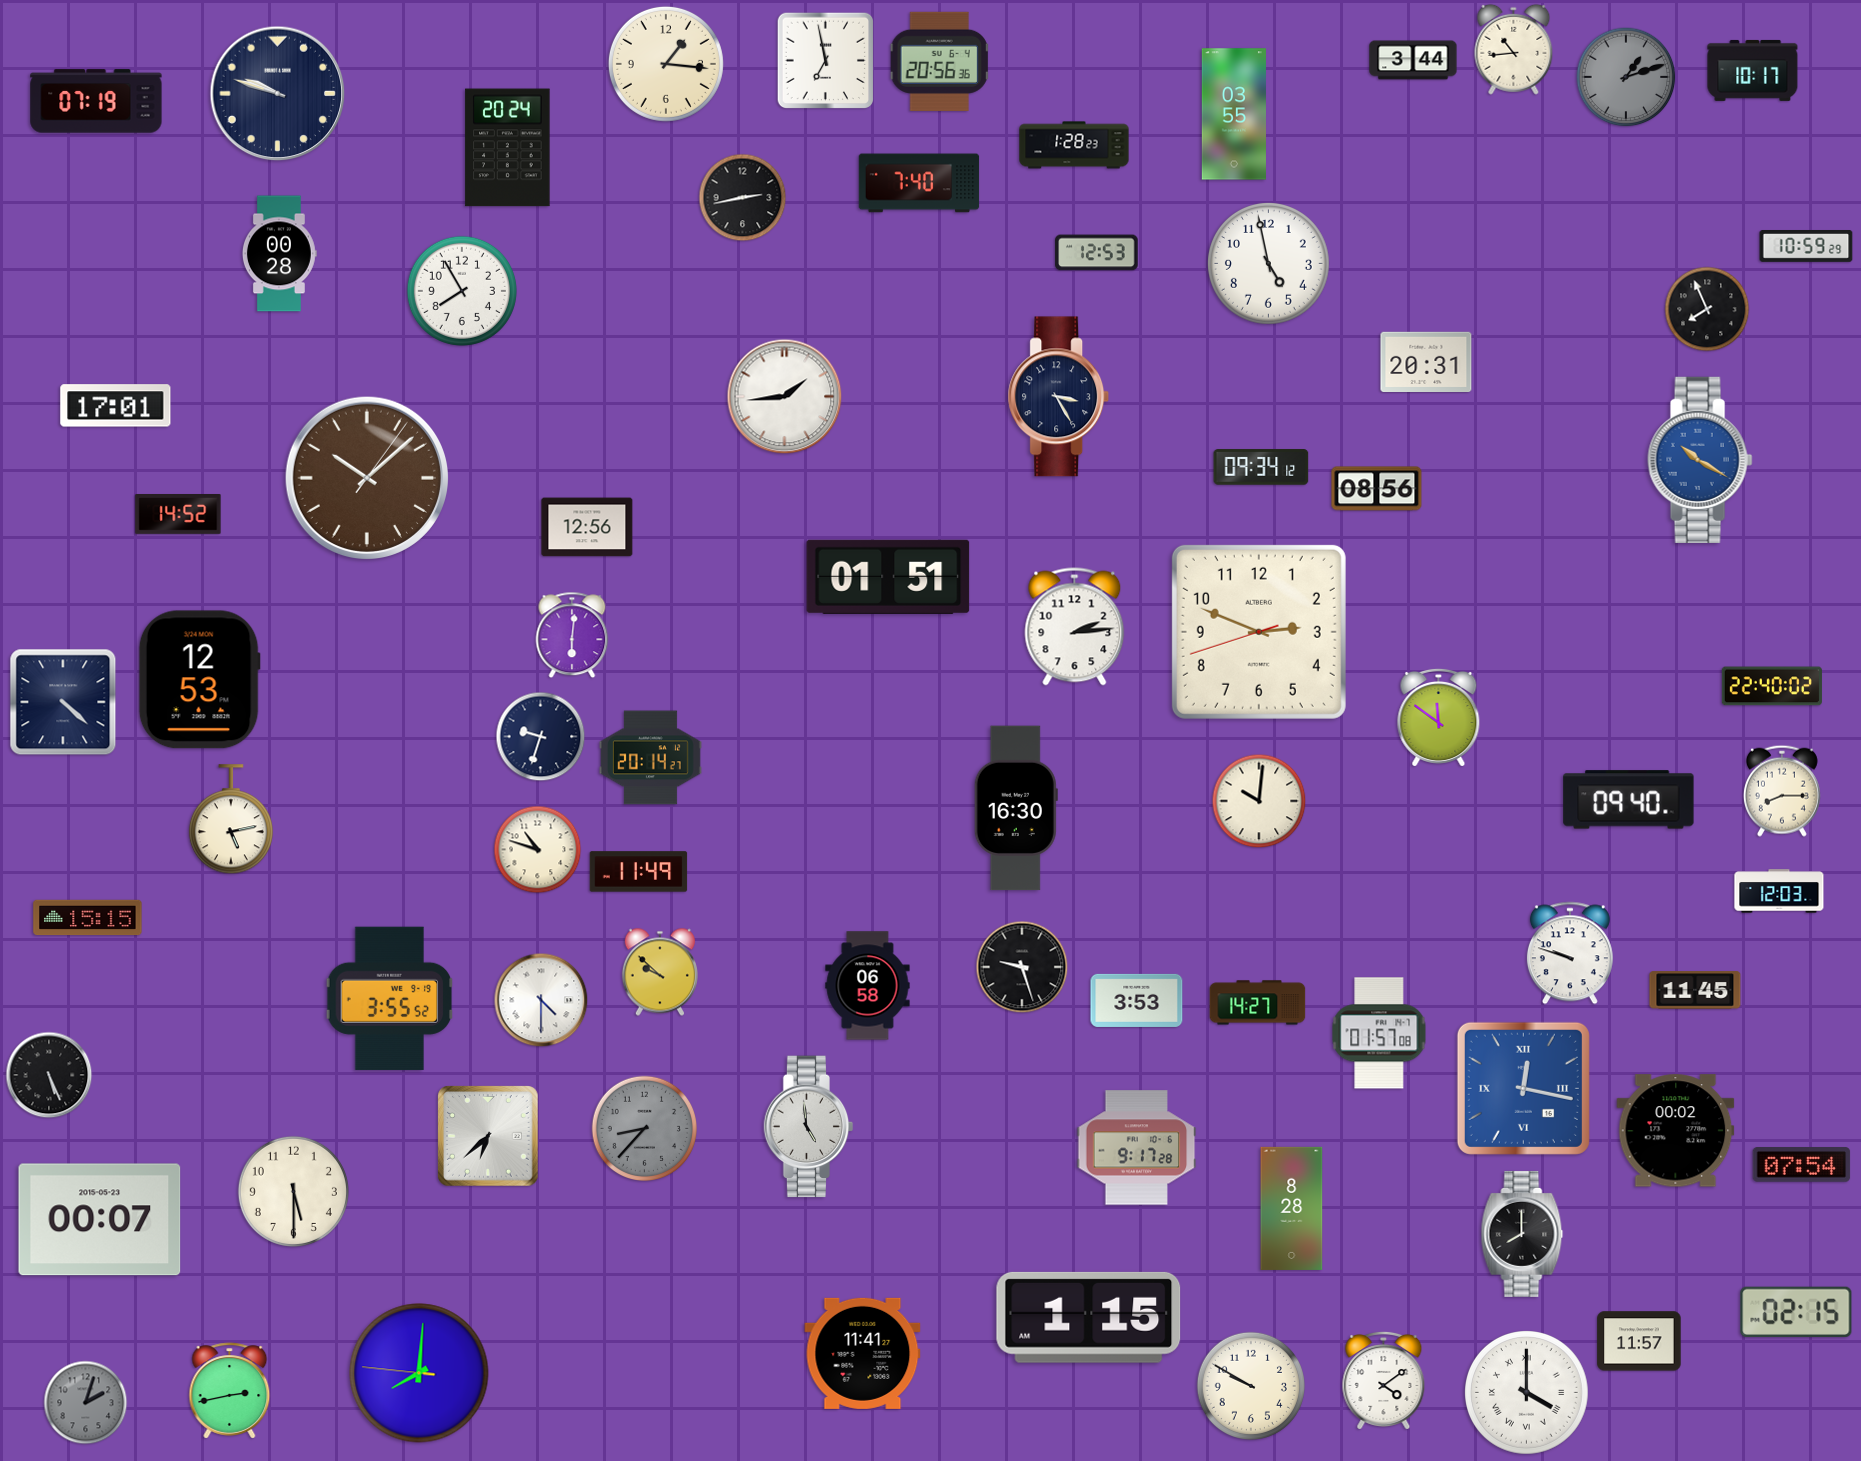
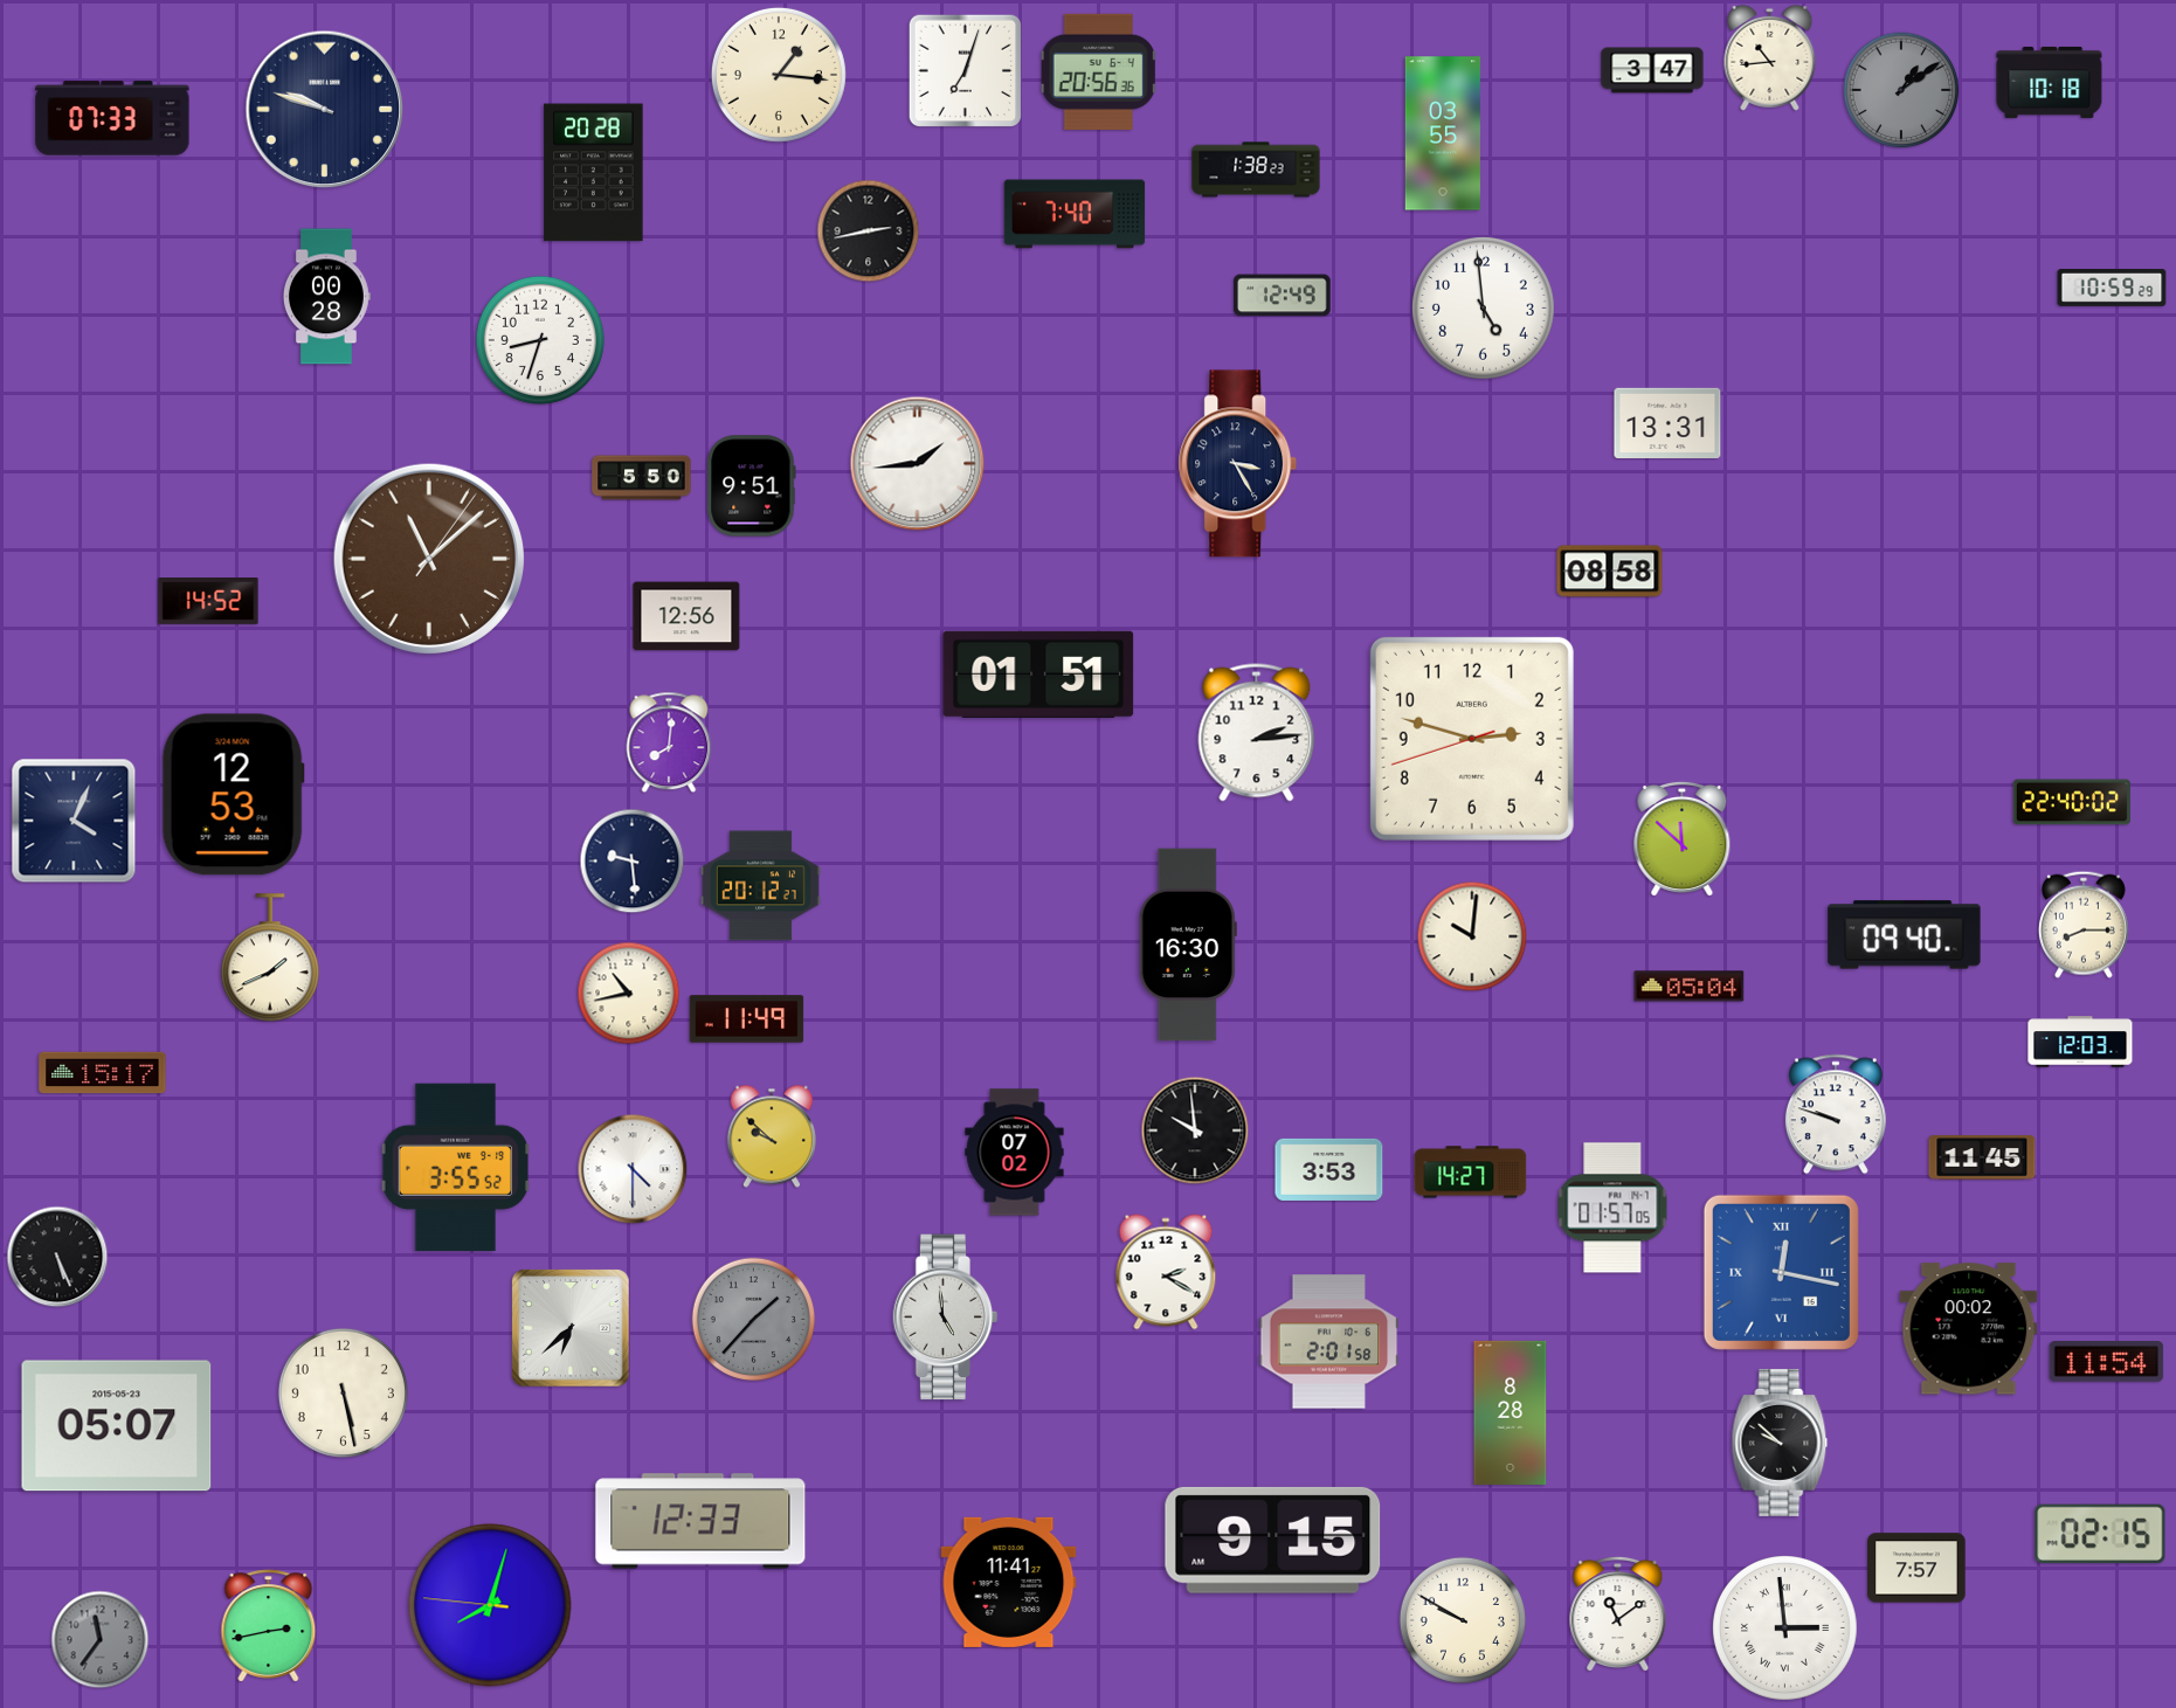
clock at (1413, 60): 3:44 -> 3:47
clock at (826, 61): 6:58 -> 7:03
clock at (1753, 70): 10:17 -> 10:18
clock at (1626, 77): 1:12 -> 1:09
clock at (96, 101): 07:19 -> 07:33
clock at (1074, 145): 1:28 -> 1:38
clock at (508, 148): 20:24 -> 20:28
clock at (1097, 253): 12:53 -> 12:49
clock at (1268, 263): 4:58 -> 4:59
clock at (462, 291): 7:55 -> 8:33
clock at (1707, 309): 7:56 -> none
clock at (1426, 361): 20:31 -> 13:31
clock at (116, 406): 17:01 -> none
clock at (642, 478): none -> 5:50
clock at (752, 486): none -> 9:51
clock at (1700, 460): 10:20 -> none
clock at (1261, 467): 09:34 -> none
clock at (366, 477): 10:08 -> 11:08
clock at (1377, 489): 08:56 -> 08:58
clock at (1259, 632): 2:48 -> 2:47
clock at (572, 635): 6:01 -> 8:01
clock at (63, 702): 4:22 -> 4:04
clock at (1439, 717): 11:51 -> 11:52
clock at (541, 737): 9:33 -> 9:29
clock at (650, 758): 20:14 -> 20:12
clock at (231, 820): 5:13 -> 1:41
clock at (1690, 987): none -> 05:04
clock at (538, 850): 10:48 -> 10:43
clock at (88, 918): 15:15 -> 15:17
clock at (1022, 967): 9:27 -> 9:59
clock at (868, 986): 06:58 -> 07:02
clock at (1379, 1033): 01:57:08 -> 01:57:05
clock at (1166, 1272): none -> 2:20
clock at (644, 1128): 8:37 -> 1:37
clock at (1676, 1131) position: (1676, 1131) -> (1969, 1329)
clock at (1137, 1148): 9:17 -> 2:01
clock at (1802, 1165): 07:54 -> 11:54
clock at (293, 1191): 5:30 -> 5:28
clock at (100, 1220): 00:07 -> 05:07
clock at (1522, 1234): 8:00 -> 9:52
clock at (700, 1521): none -> 12:33
clock at (1089, 1317): 1:15 -> 9:15
clock at (1639, 1341): 11:57 -> 7:57
clock at (419, 1373): 8:00 -> 8:02
clock at (1384, 1380): 4:09 -> 11:09
clock at (1527, 1393): 4:00 -> 2:59
clock at (86, 1403): 2:03 -> 11:36
